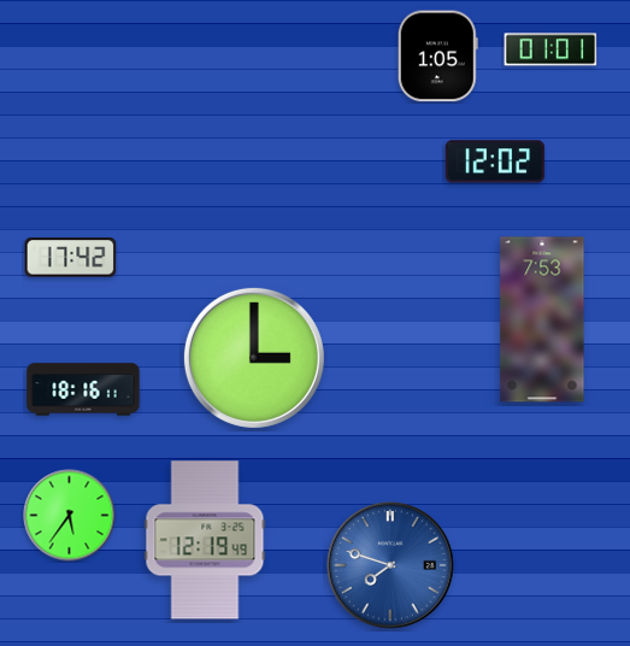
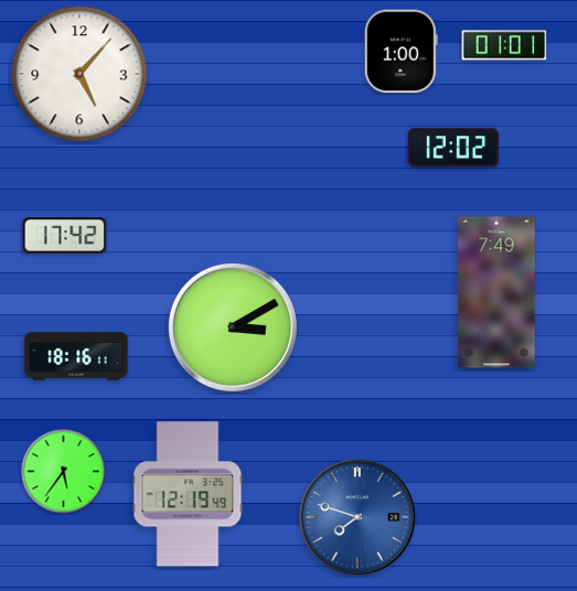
clock at (437, 57): 1:05 -> 1:00
clock at (79, 74): none -> 5:07
clock at (542, 319): 7:53 -> 7:49
clock at (254, 358): 3:00 -> 3:10
